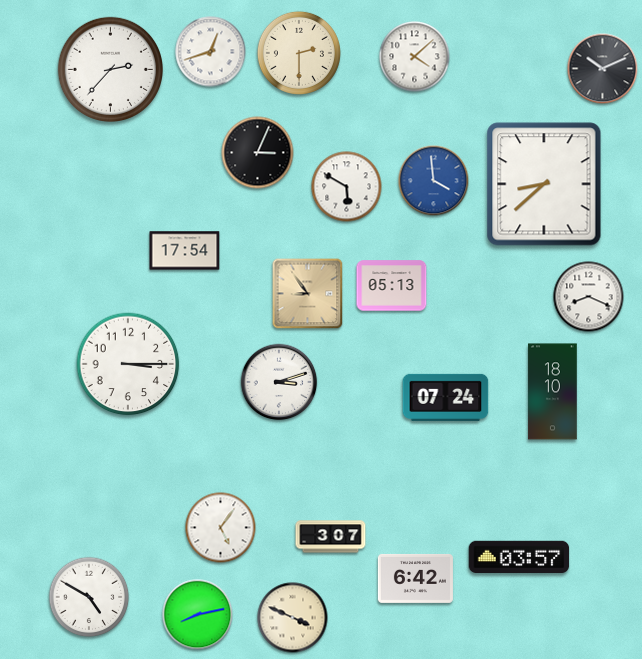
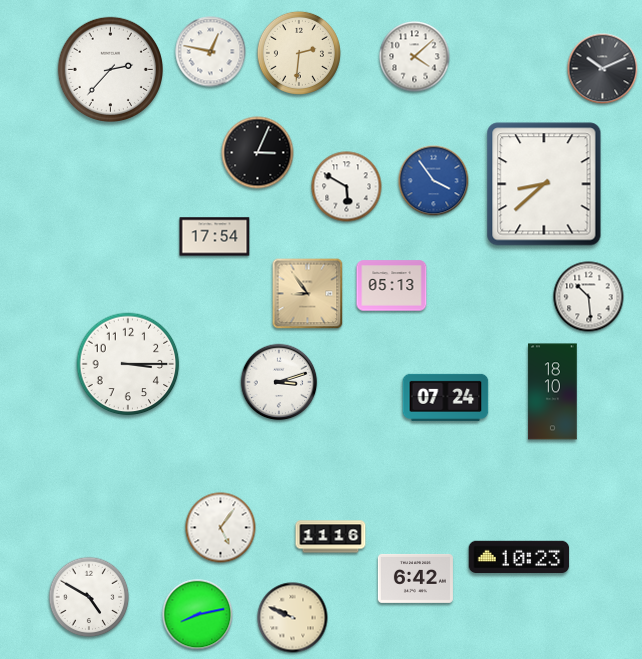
clock at (211, 52): 12:42 -> 12:47
clock at (299, 53): 2:30 -> 2:31
clock at (434, 181): 3:59 -> 3:54
clock at (185, 251) position: (185, 251) -> (215, 237)
clock at (589, 297): 8:19 -> 10:29
clock at (331, 537): 3:07 -> 11:16
clock at (519, 557): 03:57 -> 10:23
clock at (293, 618): 3:49 -> 9:49
